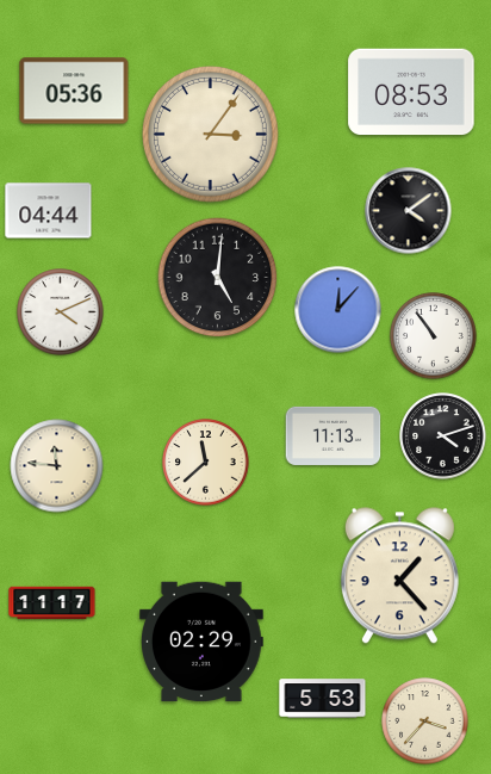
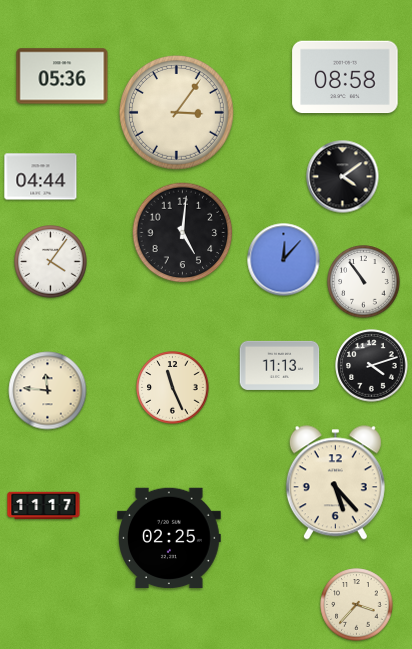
clock at (411, 92): 08:53 -> 08:58
clock at (61, 312): 4:11 -> 4:06
clock at (206, 463): 11:38 -> 11:26
clock at (399, 576): 1:23 -> 5:23
clock at (203, 642): 02:29 -> 02:25
clock at (323, 699): 5:53 -> none
